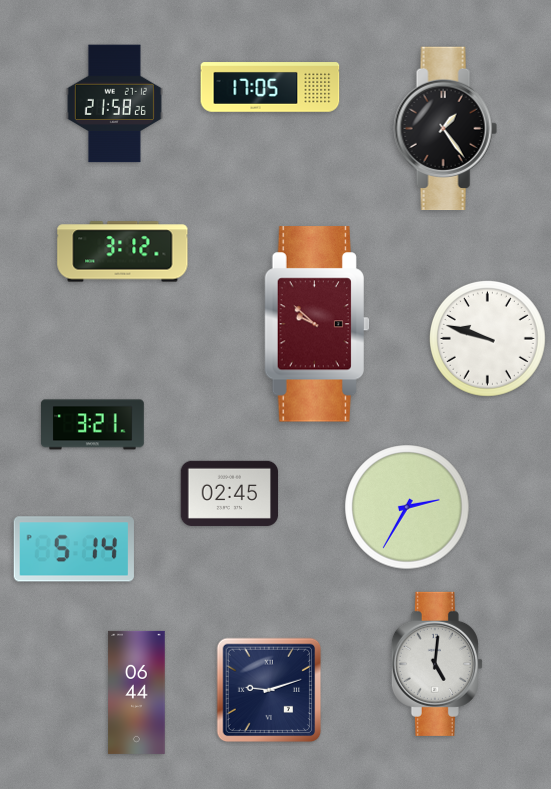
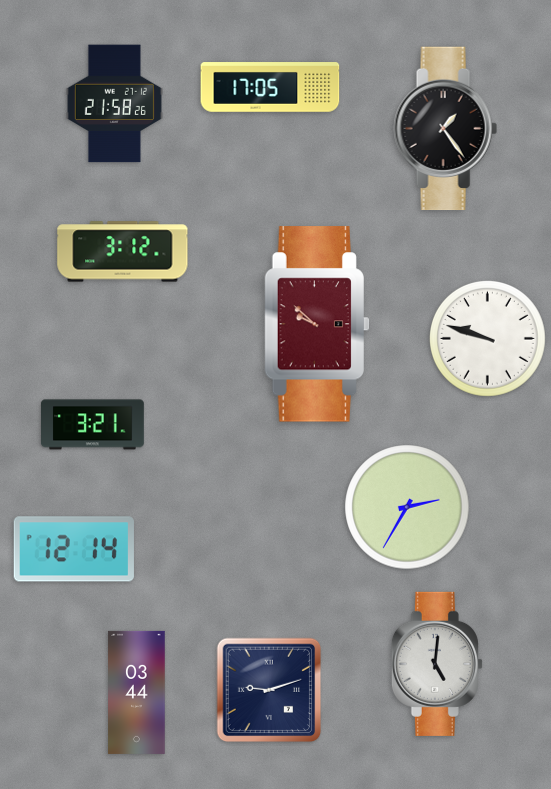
clock at (230, 493): 02:45 -> none
clock at (74, 549): 5:14 -> 12:14
clock at (137, 692): 06:44 -> 03:44
